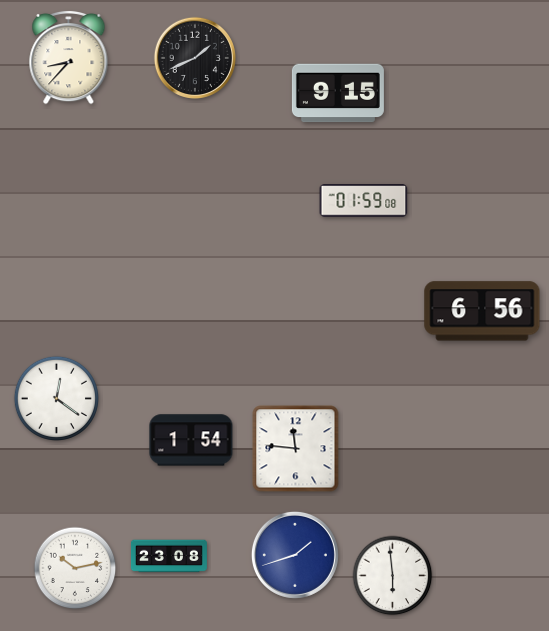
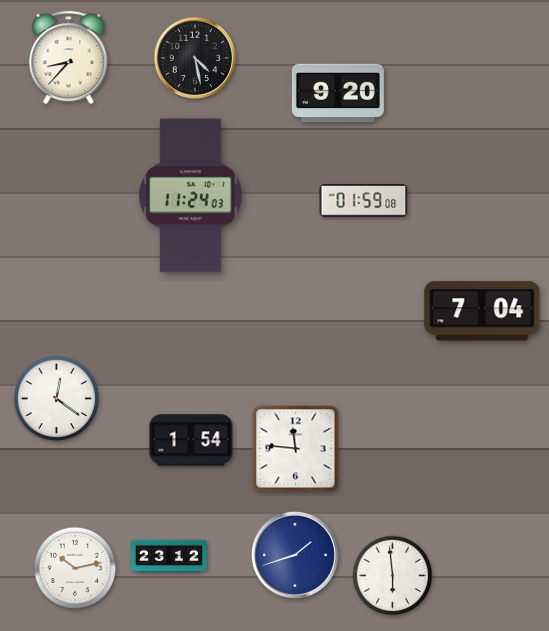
clock at (195, 57): 1:41 -> 4:28
clock at (338, 93): 9:15 -> 9:20
clock at (191, 196): none -> 11:24
clock at (482, 311): 6:56 -> 7:04
clock at (169, 556): 23:08 -> 23:12
